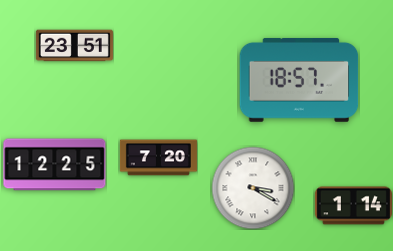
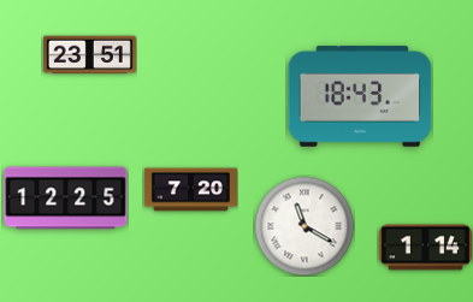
clock at (299, 80): 18:57 -> 18:43
clock at (253, 188): 3:20 -> 11:20
